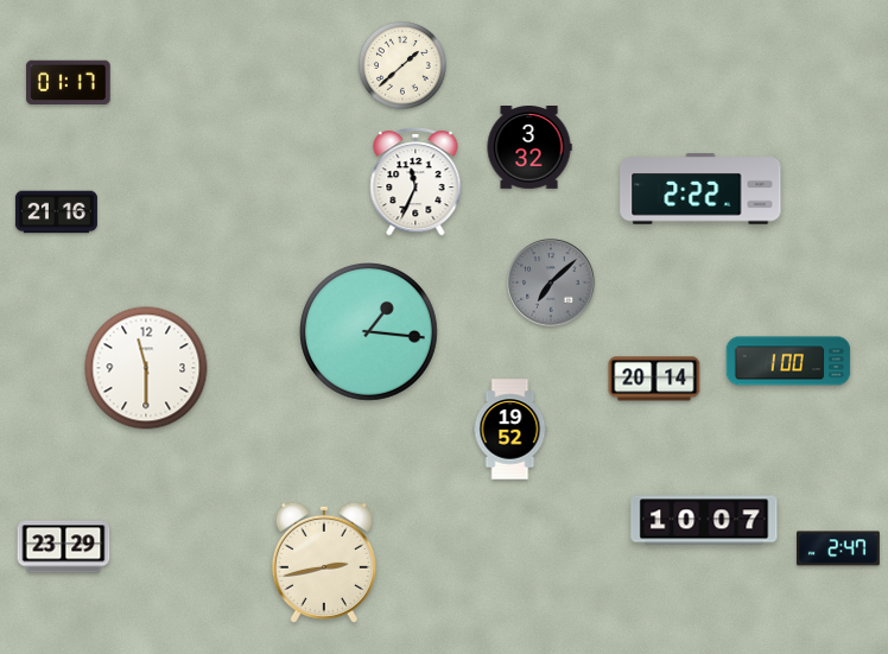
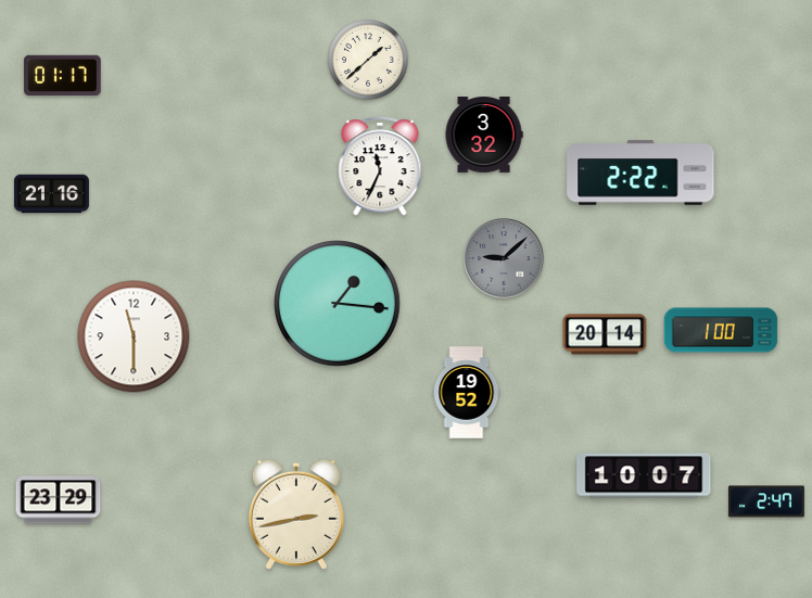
clock at (551, 282): 7:08 -> 9:08
clock at (654, 379) position: (654, 379) -> (605, 334)
